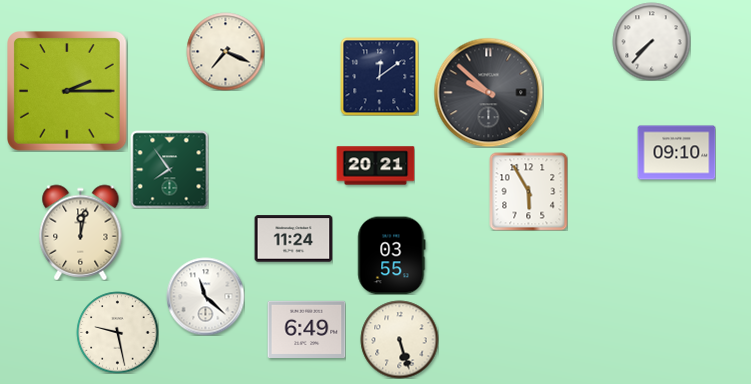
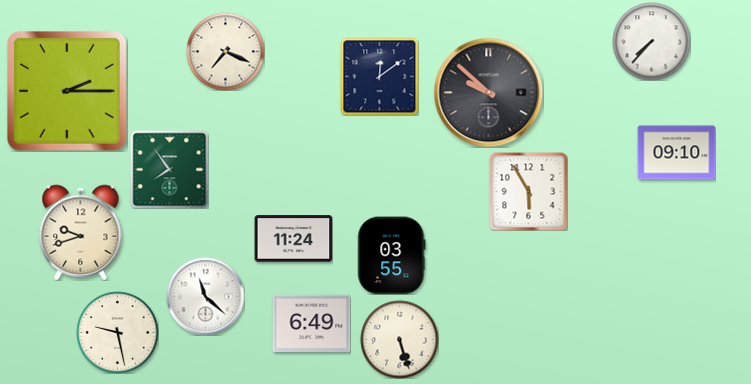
clock at (375, 166): 20:21 -> none
clock at (81, 232): 12:02 -> 9:42
clock at (306, 329) position: (306, 329) -> (311, 323)
